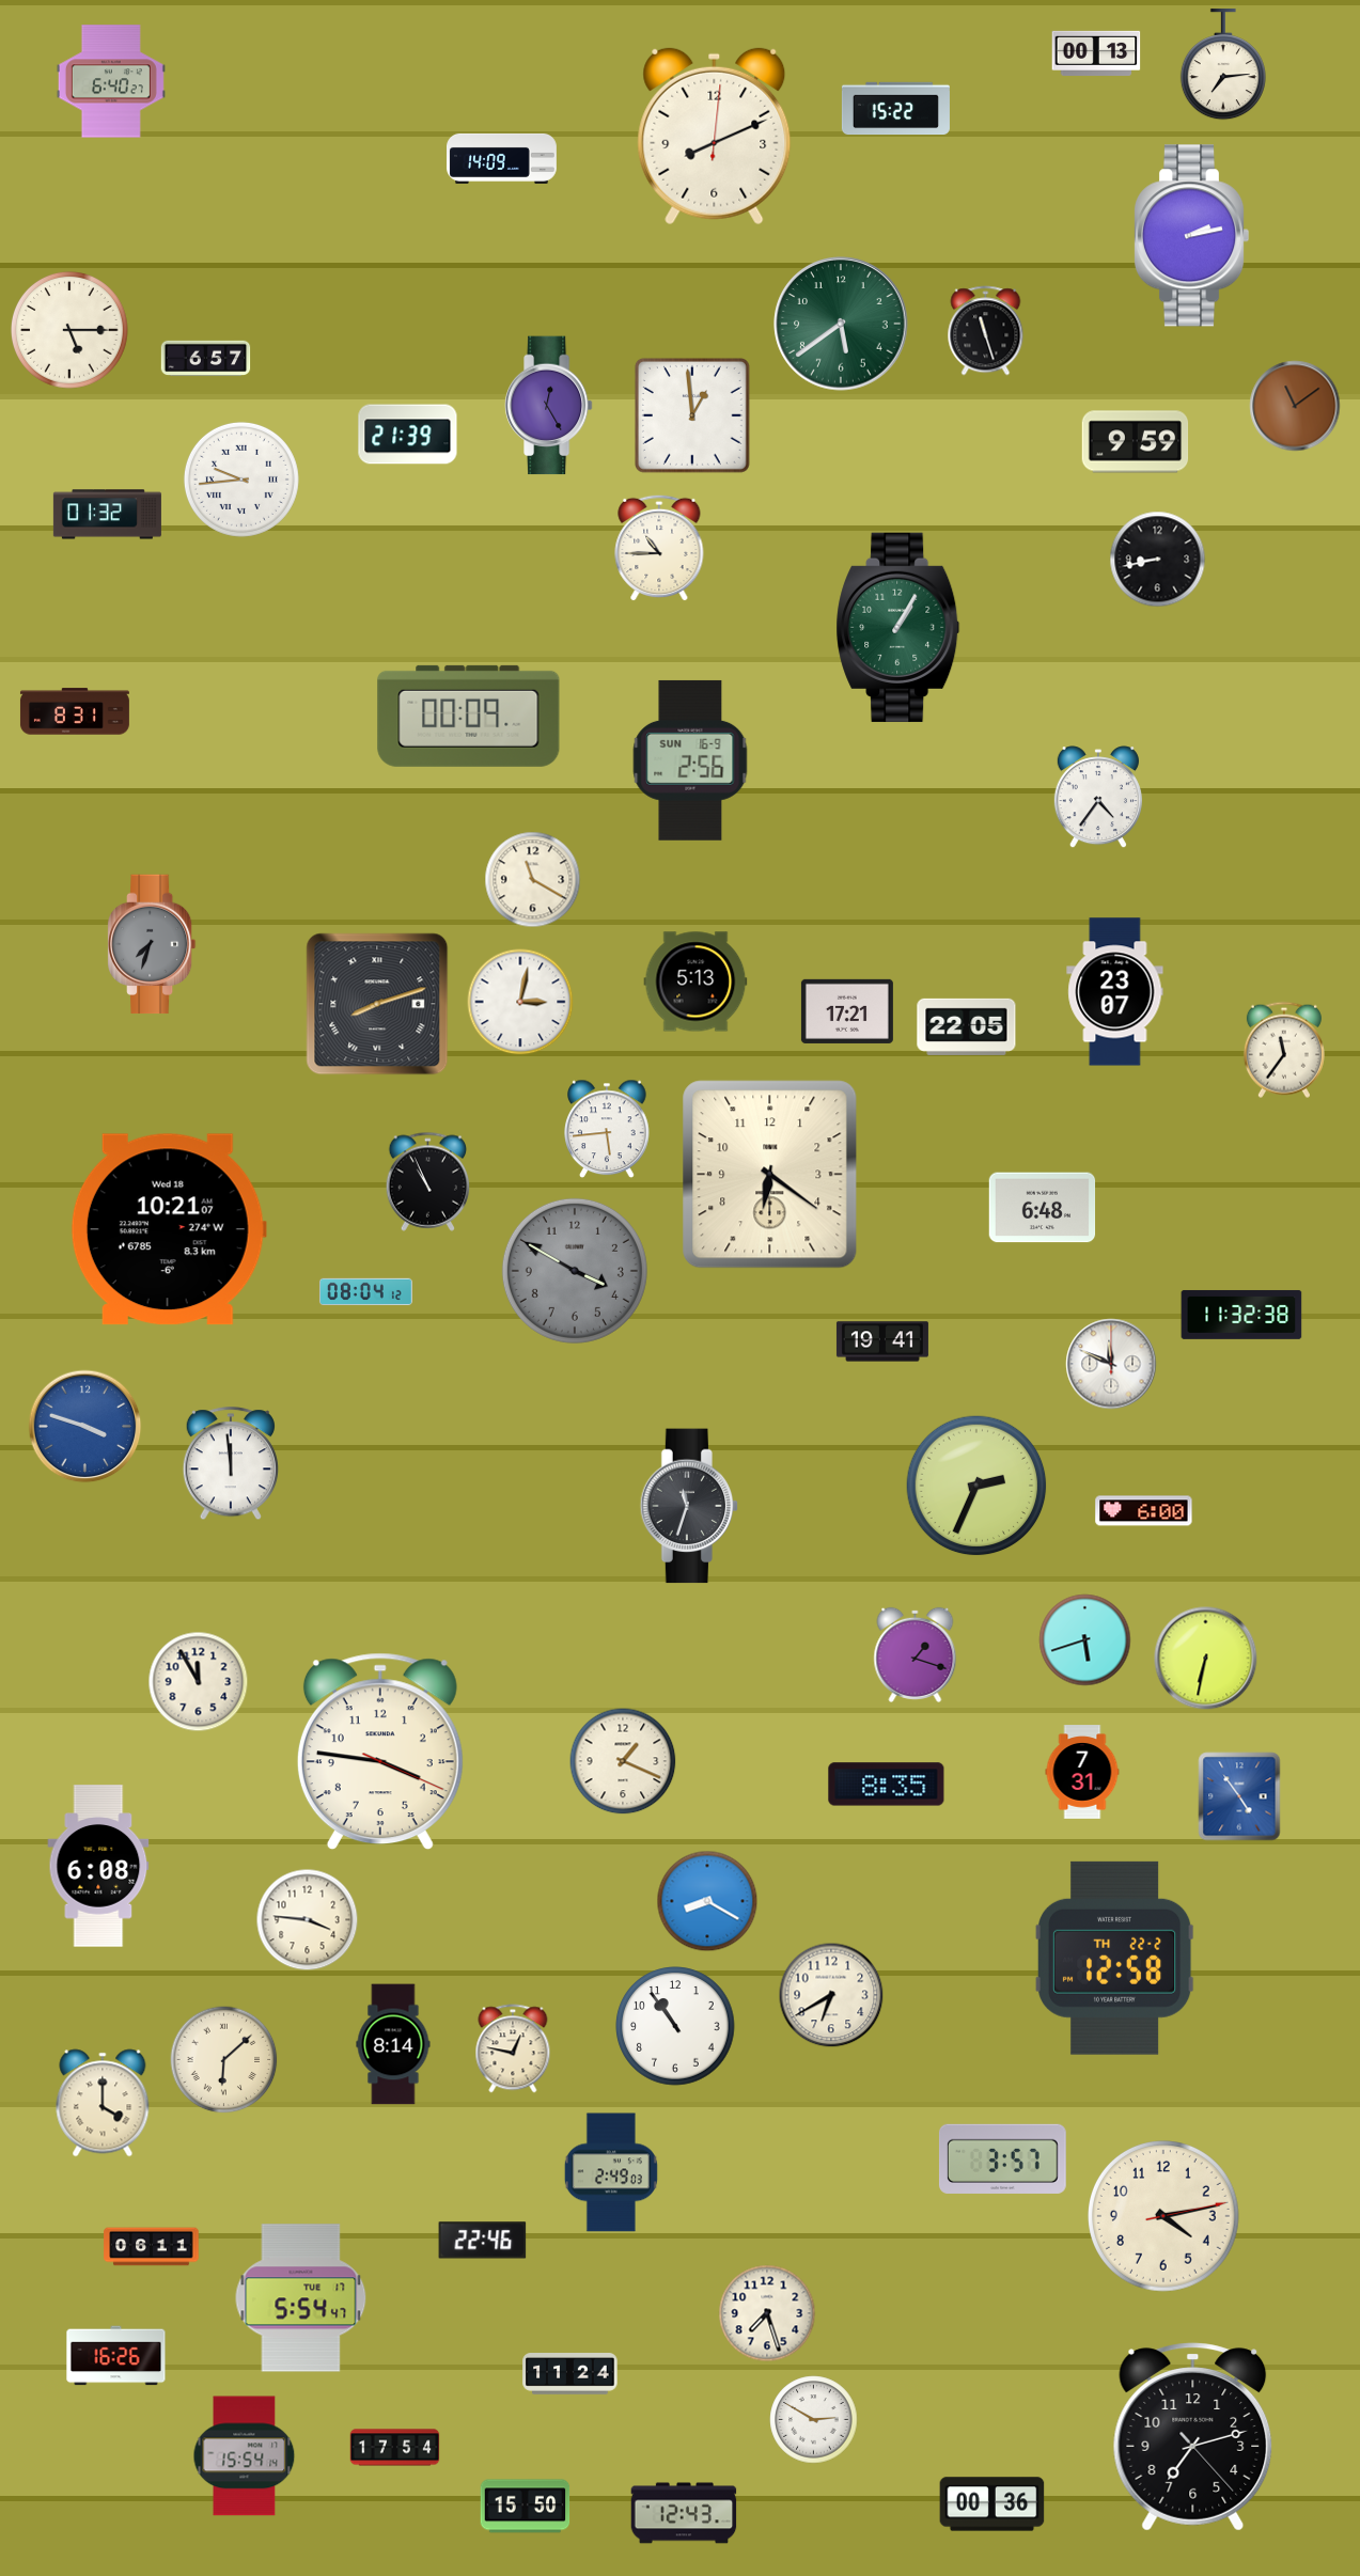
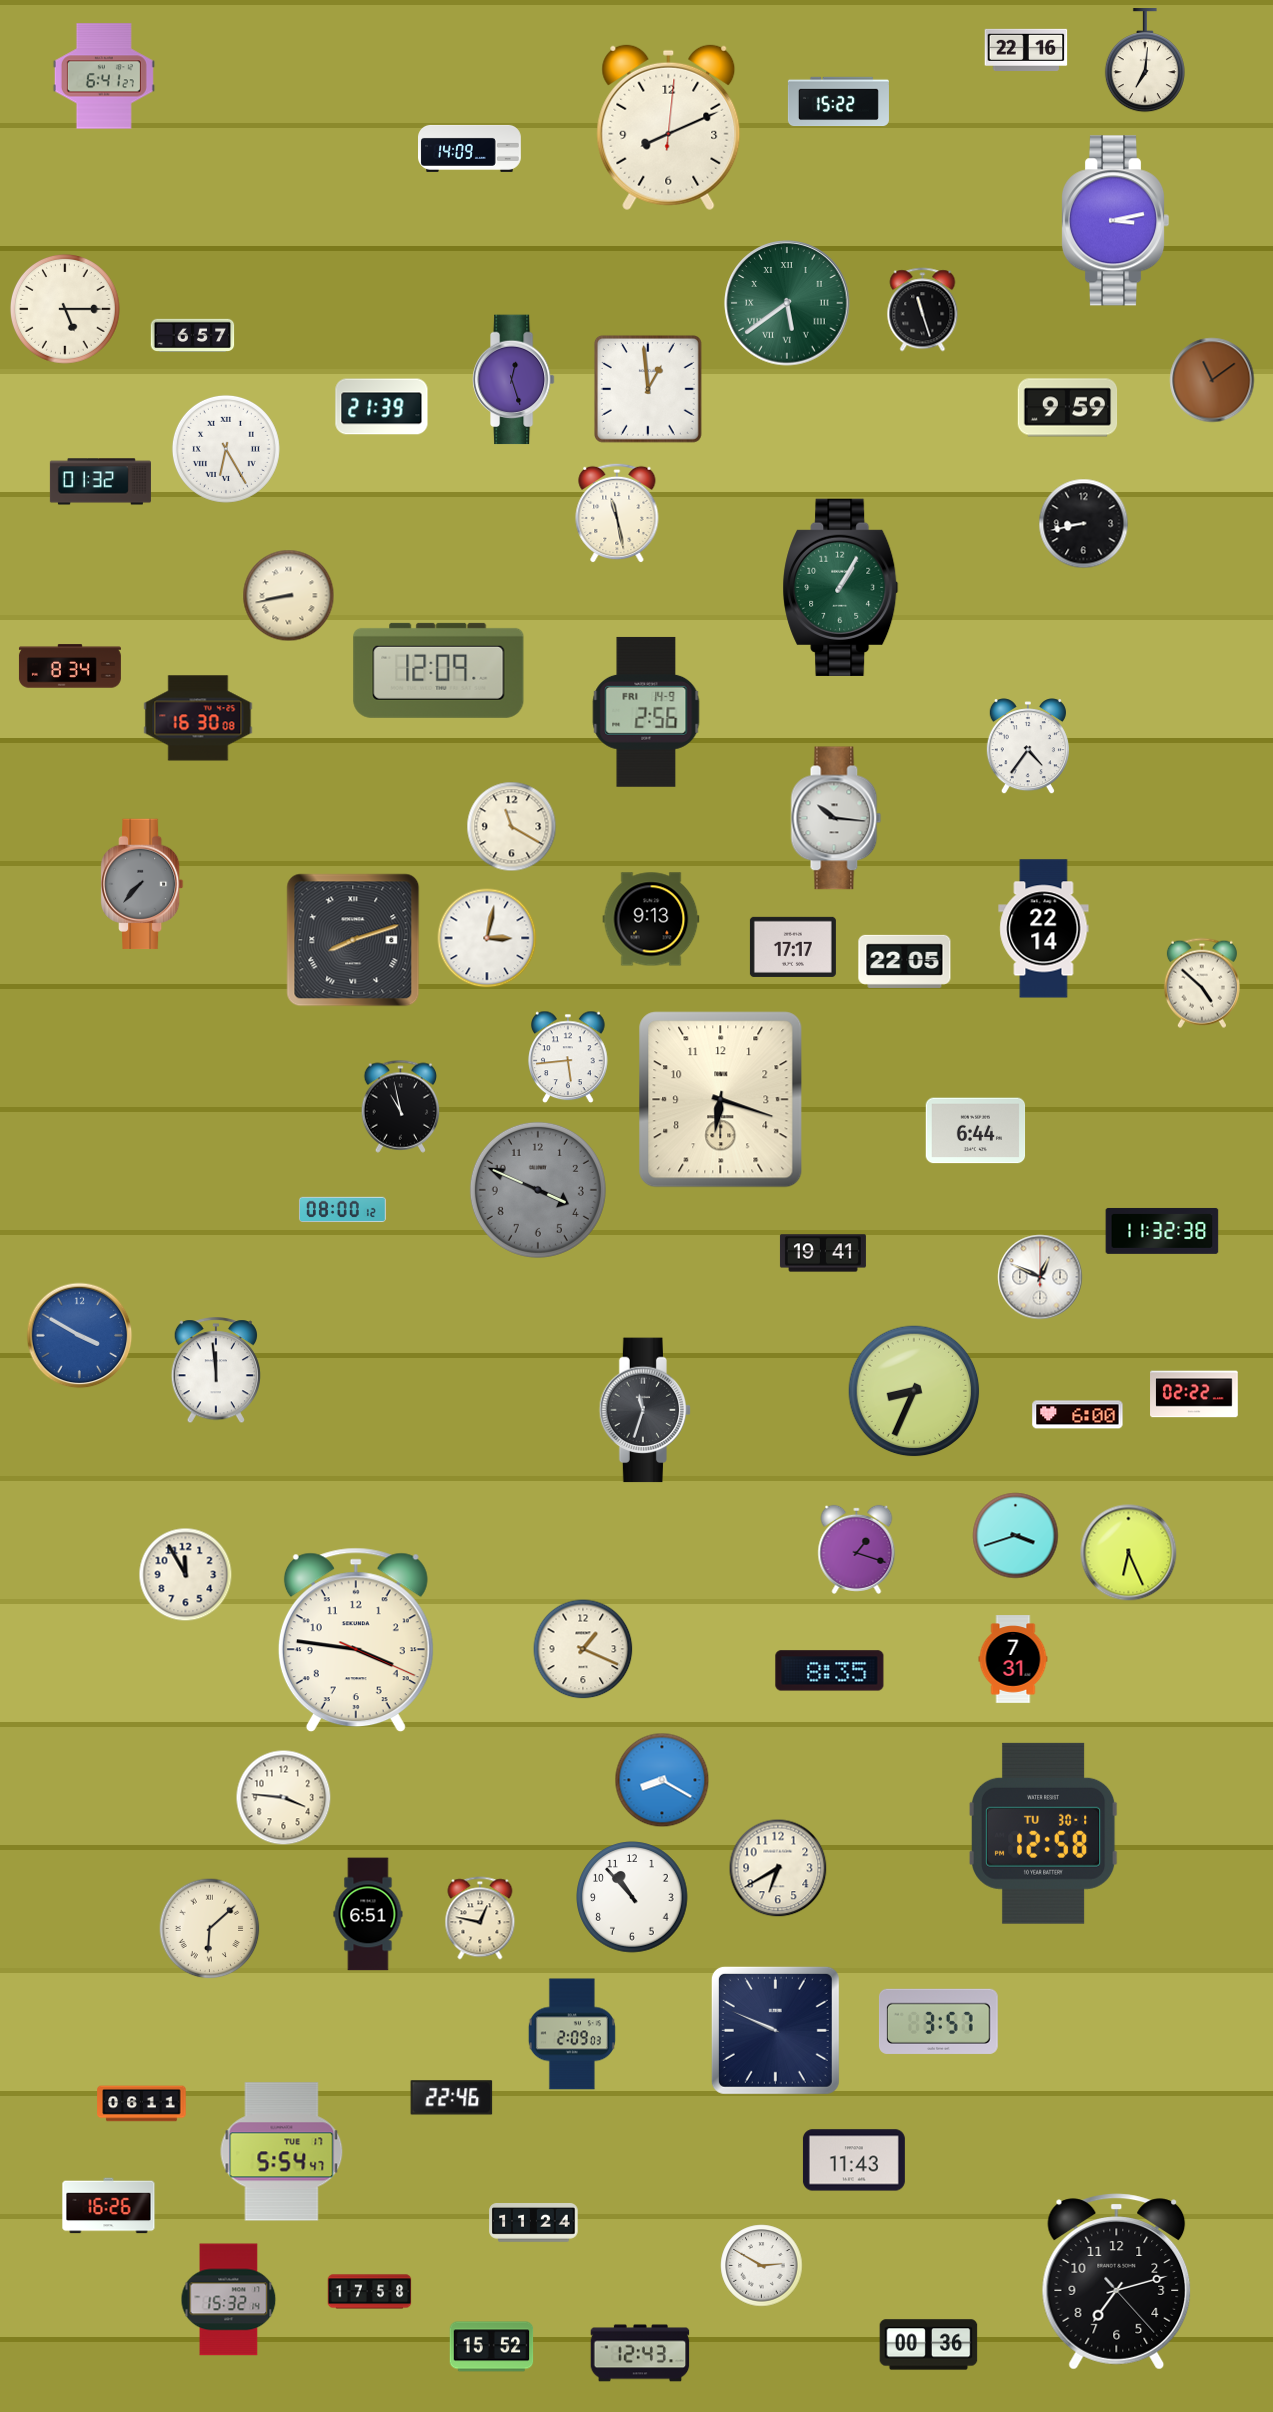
clock at (1096, 53): 00:13 -> 22:16
clock at (1223, 65): 7:14 -> 7:01
clock at (111, 81): 6:40 -> 6:41
clock at (1191, 236): 2:13 -> 3:13
clock at (841, 324) numerals: Arabic -> Roman
clock at (548, 406): 12:25 -> 12:27
clock at (1136, 442) position: (1136, 442) -> (1068, 408)
clock at (241, 480): 9:44 -> 6:25
clock at (659, 548): 10:45 -> 11:28
clock at (289, 596): none -> 8:43
clock at (75, 711): 8:31 -> 8:34
clock at (469, 716): 00:09 -> 12:09
clock at (690, 760) date: SUN 16-9 -> FRI 14-9
clock at (198, 718): none -> 16:30
clock at (836, 818): none -> 10:16
clock at (533, 880) position: (533, 880) -> (512, 827)
clock at (153, 944): 7:33 -> 7:37
clock at (695, 981): 5:13 -> 9:13
clock at (1115, 992): 23:07 -> 22:14
clock at (847, 1011): 17:21 -> 17:17
clock at (1284, 1050): 11:36 -> 4:52
clock at (770, 1175): 6:21 -> 6:18
clock at (428, 1181): 10:56 -> 10:58
clock at (1043, 1208): 6:48 -> 6:44
clock at (169, 1229): 10:21 -> none
clock at (575, 1271): 3:50 -> 3:49
clock at (365, 1292): 08:04 -> 08:00
clock at (882, 1341) position: (882, 1341) -> (823, 1253)
clock at (1111, 1364): 11:49 -> 12:49
clock at (85, 1427): 3:48 -> 3:50
clock at (976, 1486): 2:34 -> 8:34
clock at (1194, 1394): none -> 02:22
clock at (1144, 1511) position: (1144, 1511) -> (1078, 1415)
clock at (1085, 1640): 5:42 -> 3:42
clock at (1206, 1659): 6:32 -> 6:26
clock at (1239, 1796): 4:54 -> none
clock at (98, 1866): 6:08 -> none
clock at (308, 1920) position: (308, 1920) -> (284, 1798)
clock at (1114, 1958) date: TH 22-2 -> TU 30-1
clock at (675, 2026): 10:54 -> 10:53
clock at (393, 2044): 8:14 -> 6:51
clock at (103, 2103): 4:00 -> none
clock at (775, 2030): none -> 9:49
clock at (611, 2172): 2:49 -> 2:09
clock at (1164, 2217): 4:13 -> none
clock at (854, 2160): none -> 11:43
clock at (767, 2313): 7:27 -> none
clock at (395, 2448): 17:54 -> 17:58
clock at (245, 2456): 15:54 -> 15:32
clock at (526, 2507): 15:50 -> 15:52
